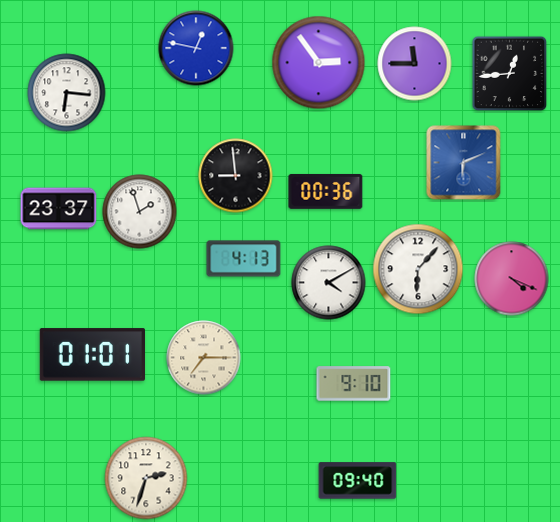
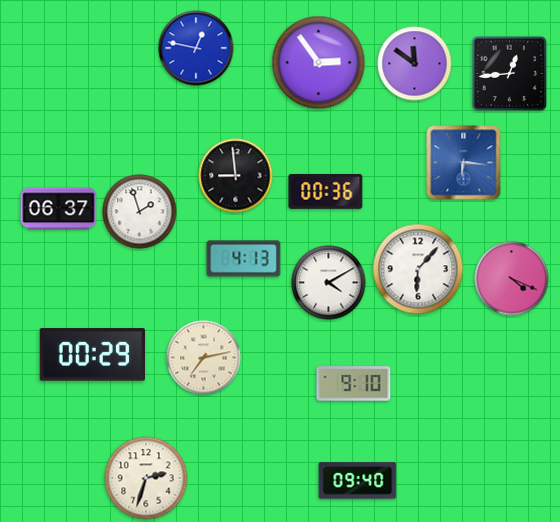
clock at (415, 64): 11:45 -> 11:51
clock at (67, 93): 6:16 -> none
clock at (464, 163): 6:11 -> 6:16
clock at (59, 209): 23:37 -> 06:37
clock at (92, 355): 01:01 -> 00:29
clock at (204, 358): 7:15 -> 7:13
